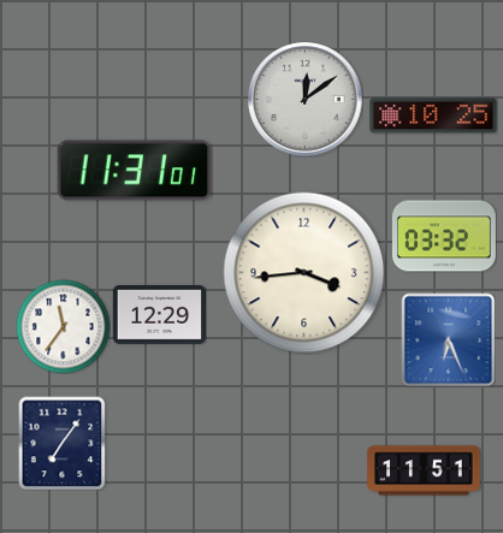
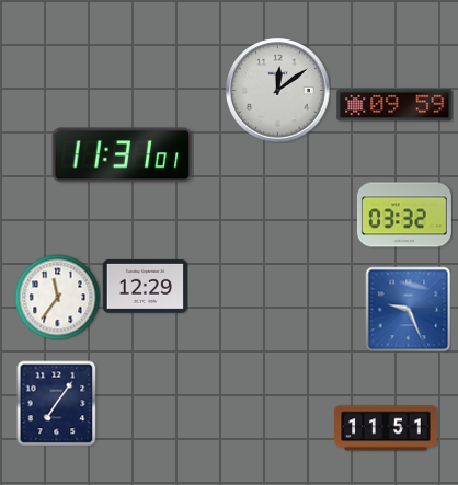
clock at (433, 116): 10:25 -> 09:59
clock at (304, 273): 3:44 -> none
clock at (448, 339): 6:26 -> 9:26
